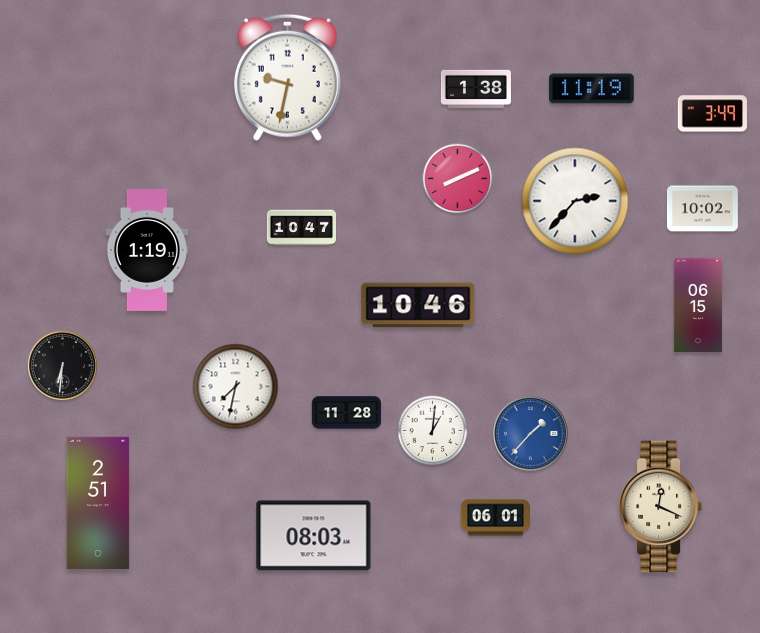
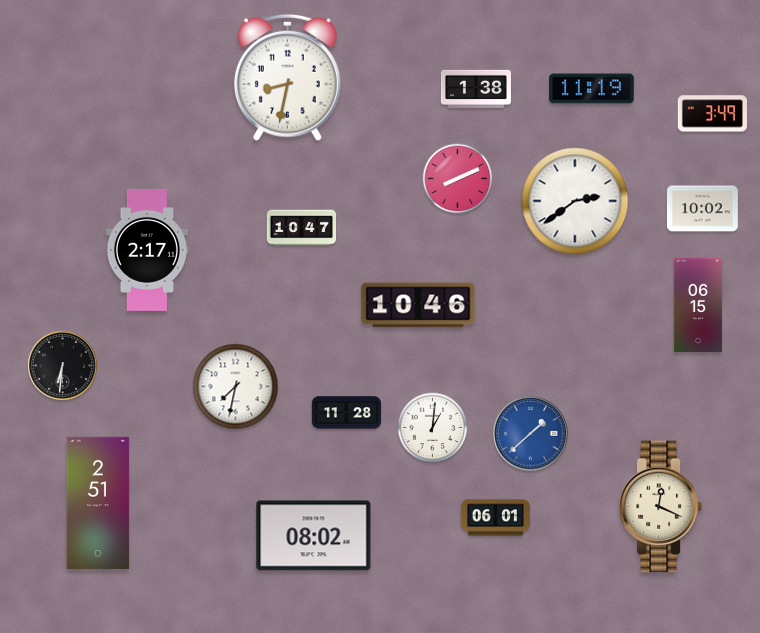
clock at (287, 77): 9:32 -> 8:32
clock at (575, 201): 2:37 -> 2:39
clock at (147, 250): 1:19 -> 2:17
clock at (433, 431) position: (433, 431) -> (433, 428)
clock at (531, 434): 1:37 -> 1:38
clock at (314, 536): 08:03 -> 08:02
